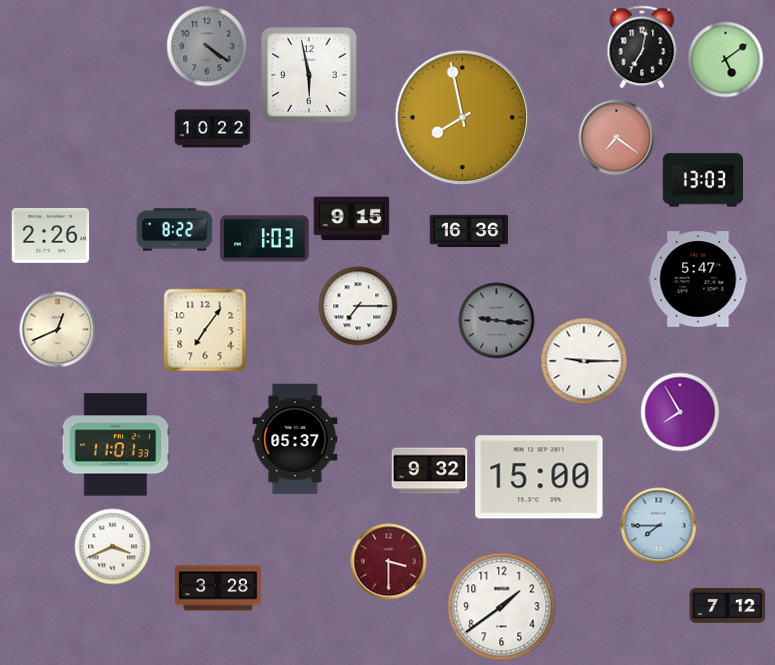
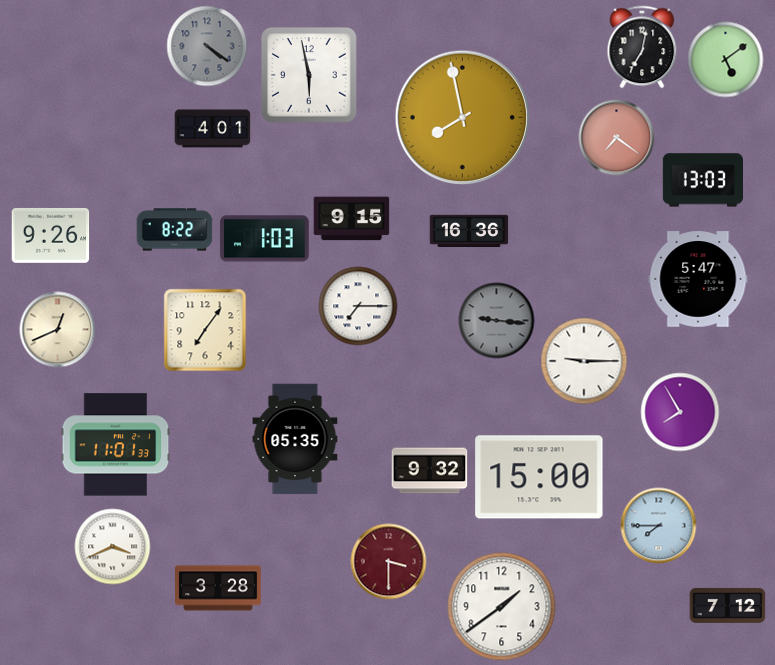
clock at (213, 129): 10:22 -> 4:01
clock at (51, 235): 2:26 -> 9:26
clock at (295, 439): 05:37 -> 05:35
